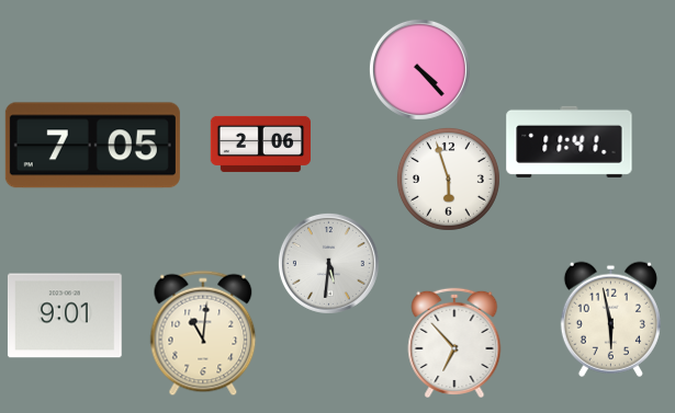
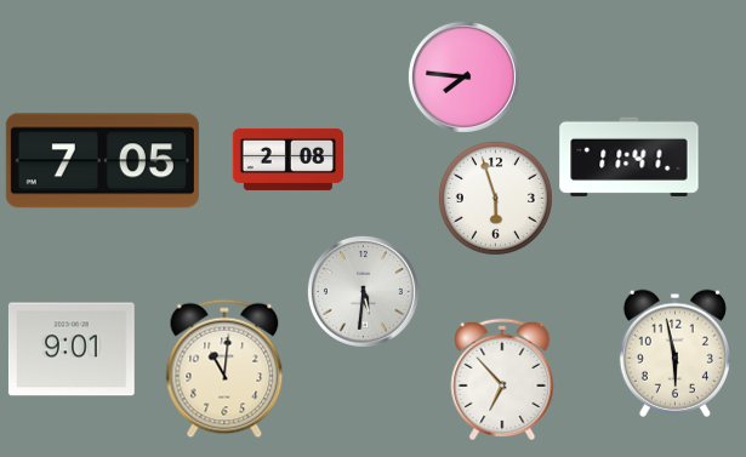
clock at (419, 69): 4:23 -> 7:46
clock at (260, 144): 2:06 -> 2:08
